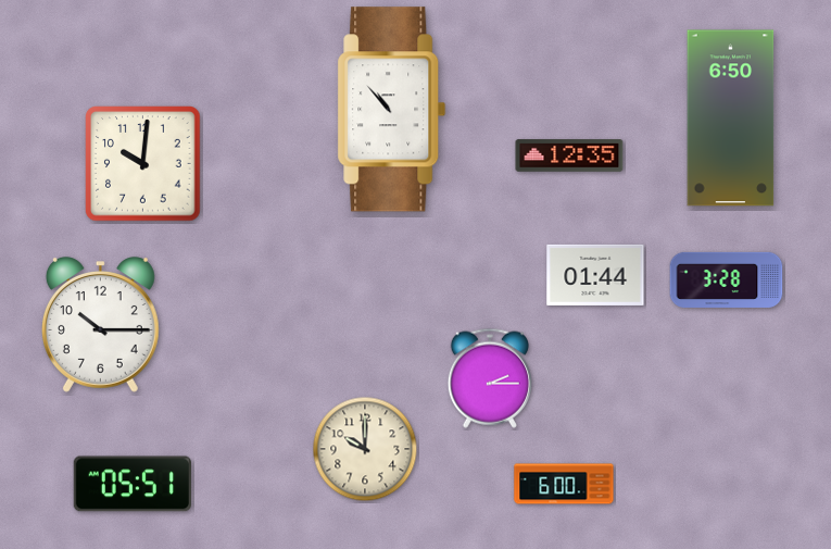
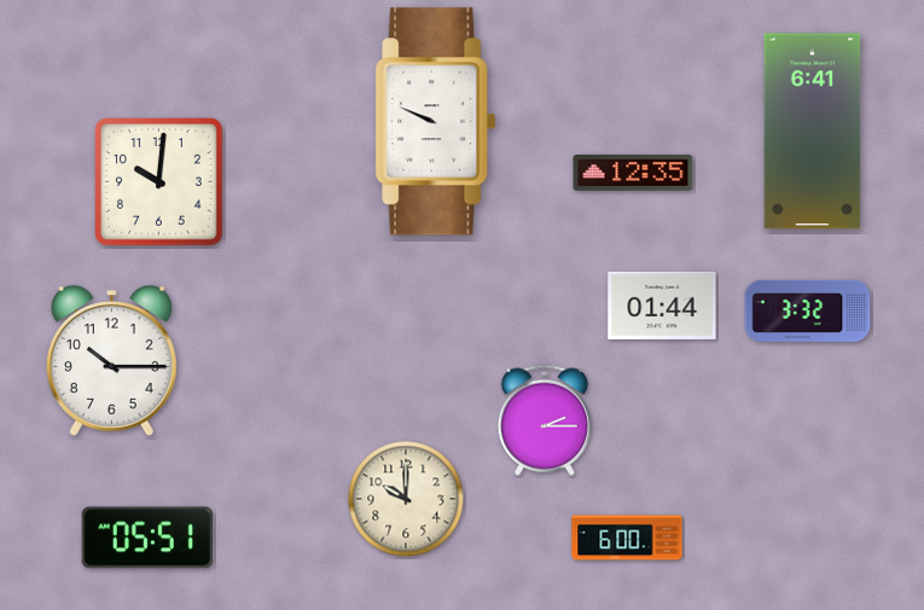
clock at (392, 110): 10:53 -> 9:49
clock at (731, 118): 6:50 -> 6:41
clock at (727, 279): 3:28 -> 3:32
